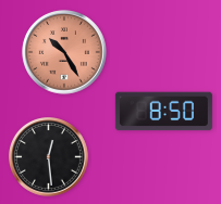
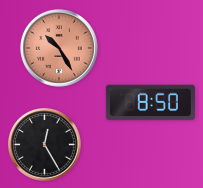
clock at (49, 157): 12:29 -> 12:25
